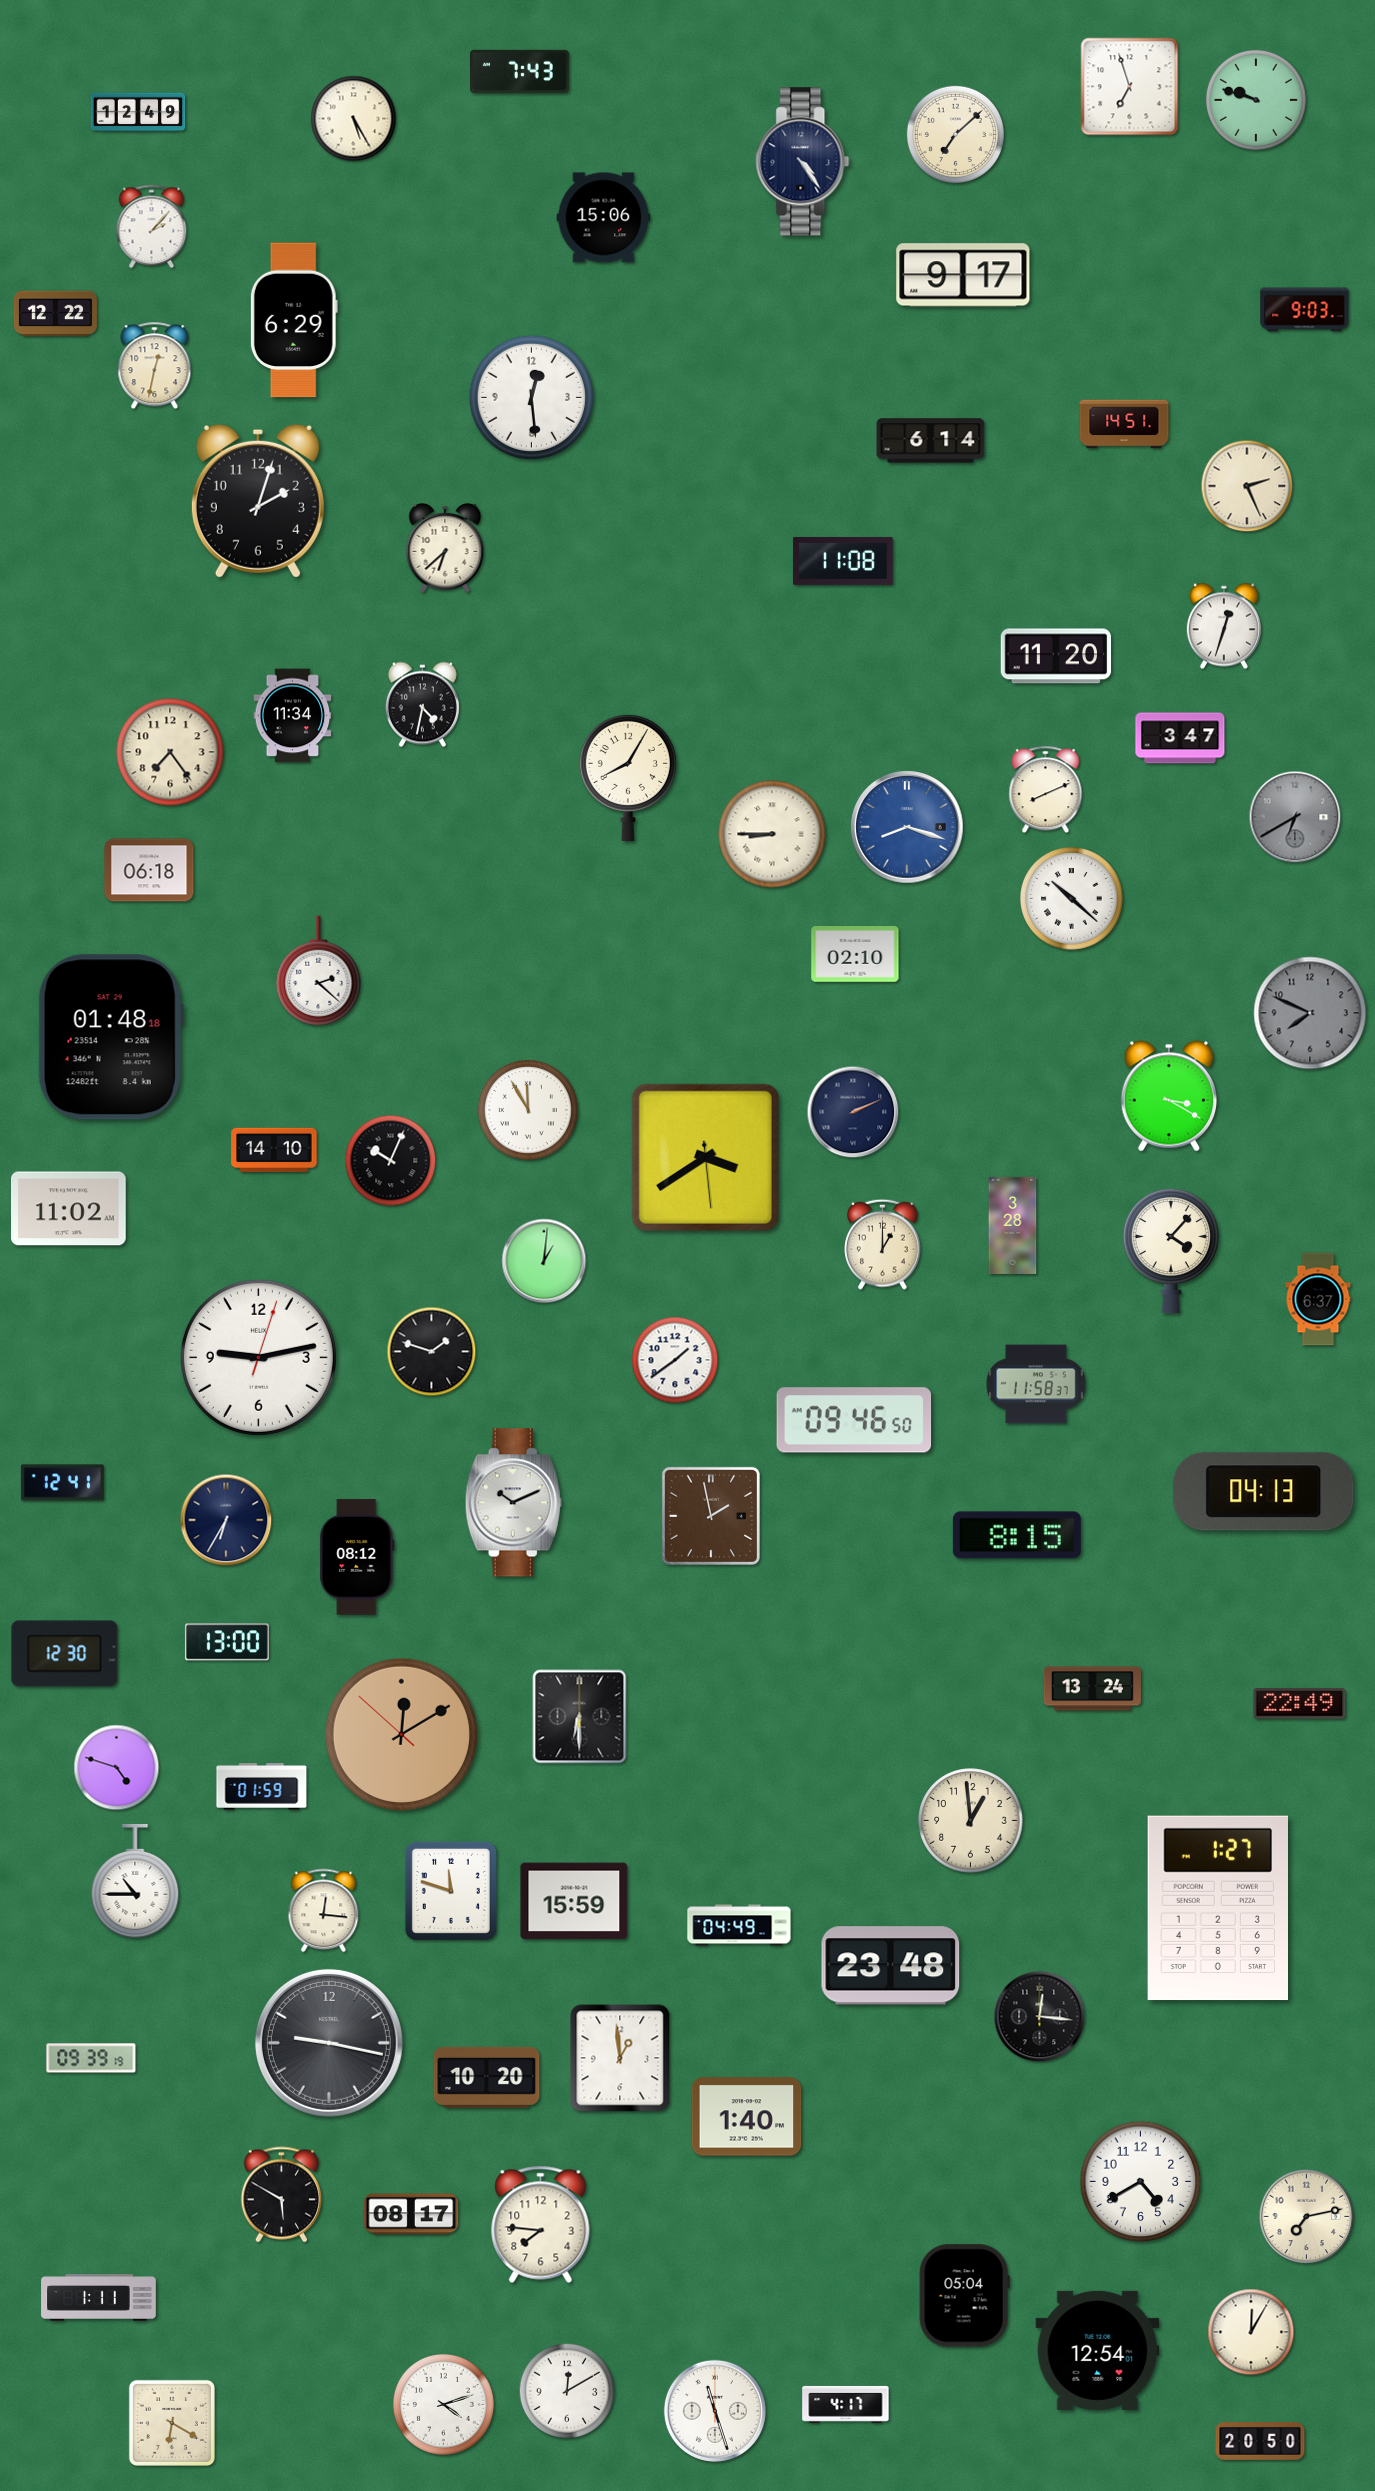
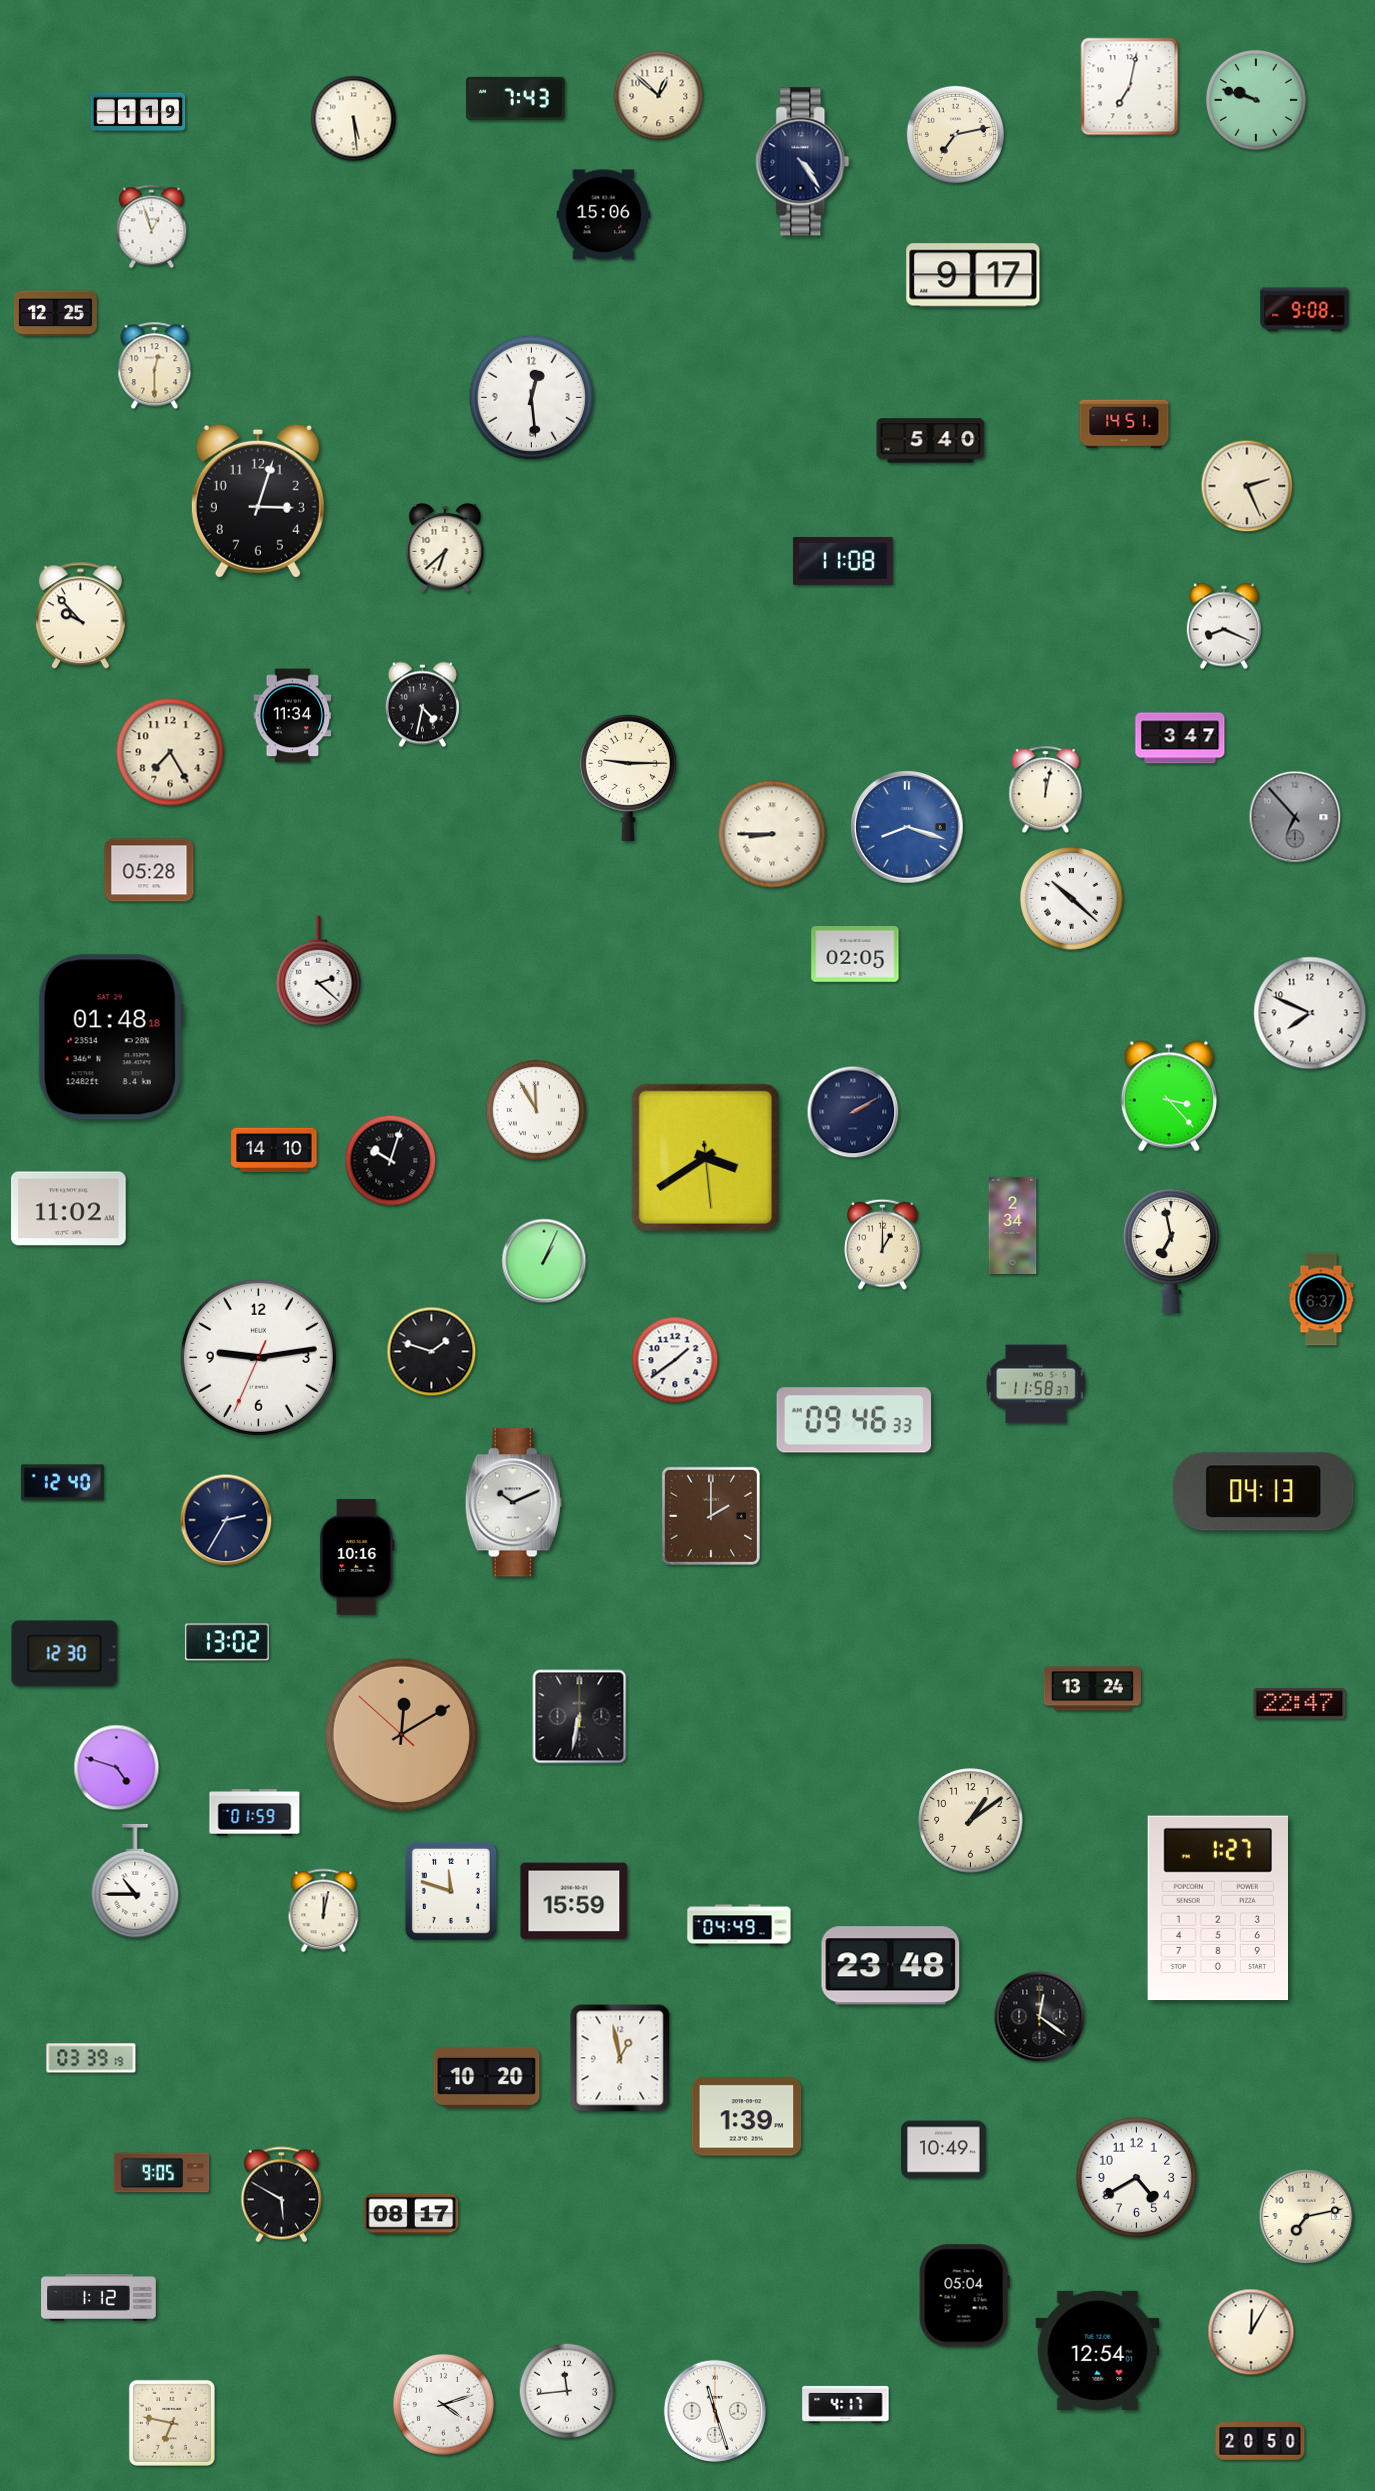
clock at (519, 71) position: (519, 71) -> (515, 98)
clock at (1130, 87): 6:57 -> 7:02
clock at (659, 96): none -> 12:52
clock at (138, 112): 12:49 -> 1:19
clock at (354, 119): 5:25 -> 5:29
clock at (955, 134): 7:08 -> 7:13
clock at (604, 218) position: (604, 218) -> (604, 215)
clock at (152, 227): 2:07 -> 12:57
clock at (963, 275) position: (963, 275) -> (973, 275)
clock at (1305, 310): 9:03 -> 9:08
clock at (55, 314): 12:22 -> 12:25
clock at (294, 320): 6:29 -> none
clock at (155, 366): 12:32 -> 12:30
clock at (931, 441): 6:14 -> 5:40
clock at (258, 501): 2:03 -> 3:03
clock at (80, 616): none -> 9:53
clock at (1224, 626): 12:33 -> 8:19
clock at (1056, 656): 11:20 -> none
clock at (170, 752): 7:24 -> 7:25
clock at (628, 777): 8:05 -> 9:15
clock at (1046, 790): 8:11 -> 12:02
clock at (1295, 817): 6:40 -> 6:53
clock at (149, 870): 06:18 -> 05:28
clock at (855, 955): 02:10 -> 02:05
clock at (1310, 1013) dial: grey -> white
clock at (1168, 1096): 3:20 -> 3:23
clock at (528, 1110) position: (528, 1110) -> (536, 1110)
clock at (853, 1112): 2:11 -> 2:10
clock at (391, 1161): 10:04 -> 10:03
clock at (1013, 1225): 3:28 -> 2:34
clock at (1171, 1251): 4:07 -> 6:58
clock at (544, 1261): 1:01 -> 1:04
clock at (1318, 1299) position: (1318, 1299) -> (1321, 1299)
clock at (258, 1357): 9:13:03 -> 9:13:34
clock at (854, 1420): 09:46:50 -> 09:46:33
clock at (62, 1483): 12:41 -> 12:40
clock at (711, 1516): 1:58 -> 2:00
clock at (226, 1520): 6:35 -> 2:35
clock at (1017, 1535): 8:15 -> none
clock at (357, 1557): 08:12 -> 10:16
clock at (227, 1642): 13:00 -> 13:02
clock at (1300, 1704): 22:49 -> 22:47
clock at (580, 1717): 6:30 -> 6:32
clock at (262, 1787) position: (262, 1787) -> (255, 1813)
clock at (971, 1821): 12:59 -> 1:09
clock at (324, 1911): 12:16 -> 12:02
clock at (1040, 2017): 12:16 -> 12:21
clock at (329, 2043): 9:17 -> none
clock at (91, 2058): 09:39 -> 03:39
clock at (620, 2058): 12:59 -> 12:58
clock at (747, 2117): 1:40 -> 1:39
clock at (944, 2150): none -> 10:49
clock at (162, 2173): none -> 9:05
clock at (1141, 2182) position: (1141, 2182) -> (1137, 2178)
clock at (541, 2224): 7:46 -> none
clock at (99, 2298): 1:11 -> 1:12
clock at (567, 2391): 12:10 -> 11:44
clock at (172, 2423): 6:20 -> 6:47
